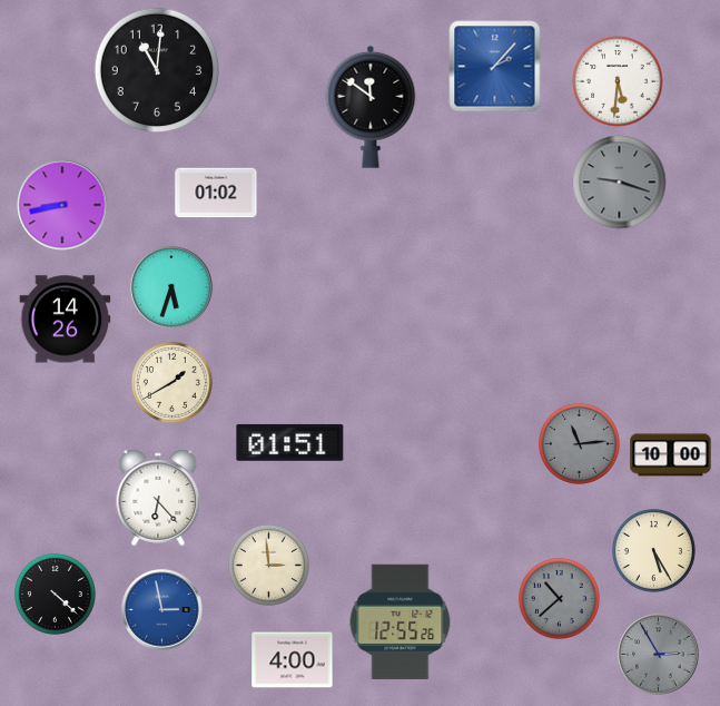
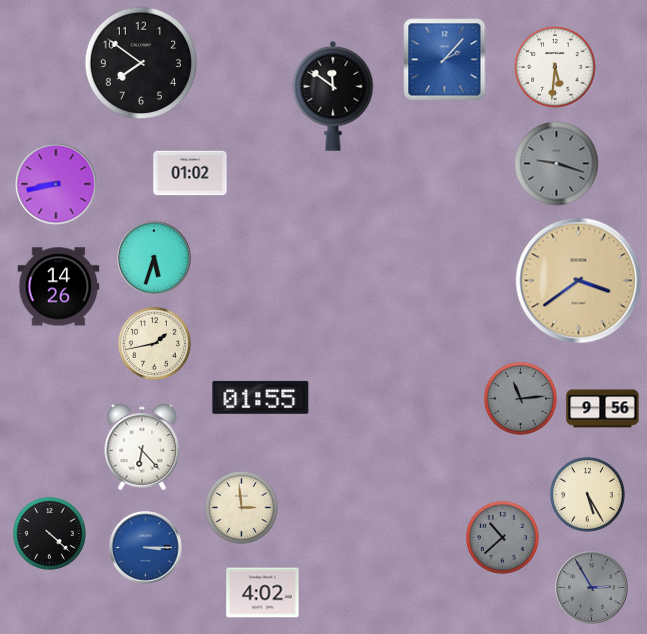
clock at (157, 70): 11:01 -> 7:51
clock at (618, 81) position: (618, 81) -> (555, 67)
clock at (216, 193) position: (216, 193) -> (190, 173)
clock at (579, 281): none -> 3:39
clock at (171, 382): 1:40 -> 1:43
clock at (290, 442): 01:51 -> 01:55
clock at (671, 455): 10:00 -> 9:56
clock at (162, 610): 2:58 -> 3:15
clock at (401, 621): 12:55 -> none
clock at (293, 660): 4:00 -> 4:02
